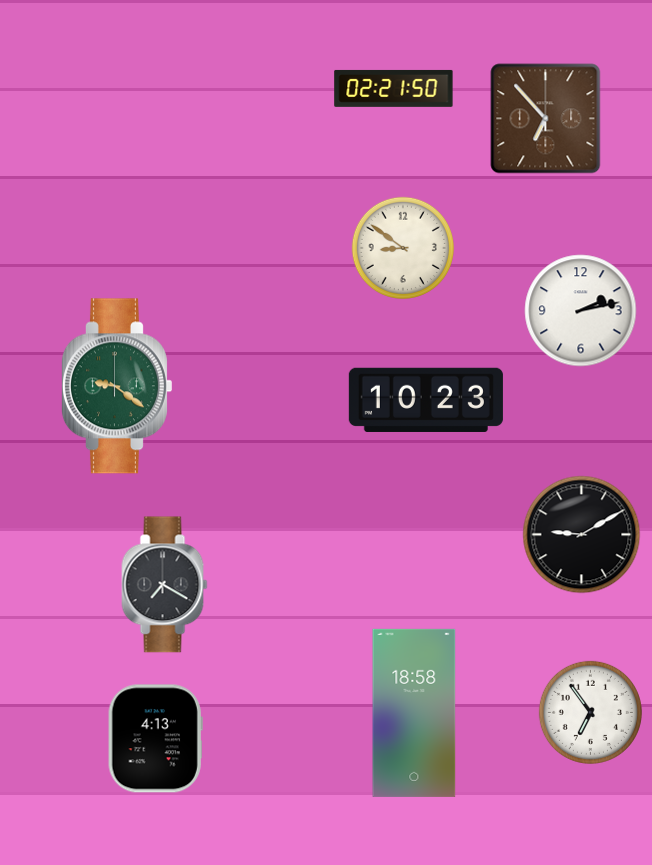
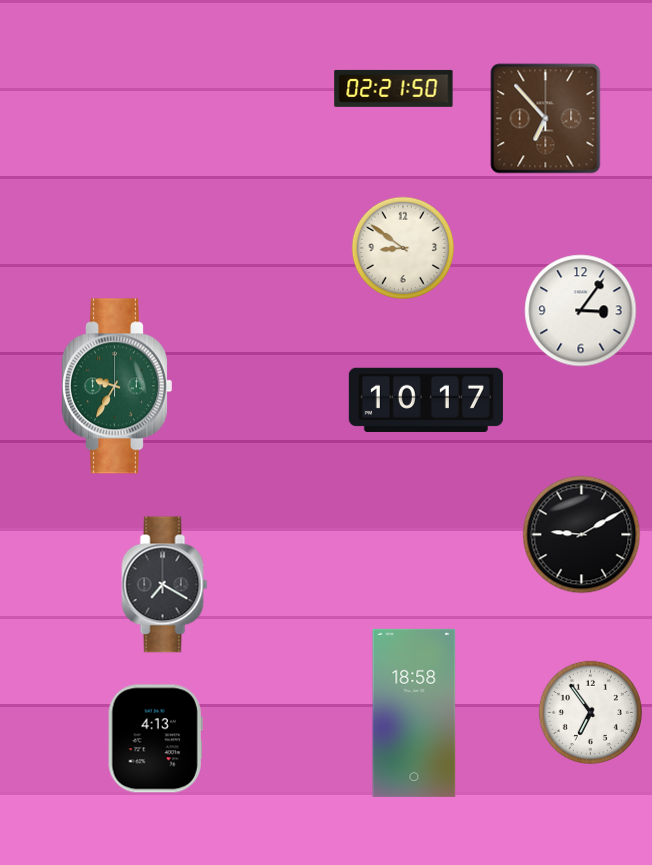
clock at (581, 311): 2:13 -> 3:06
clock at (116, 386): 9:21 -> 9:35
clock at (426, 400): 10:23 -> 10:17
